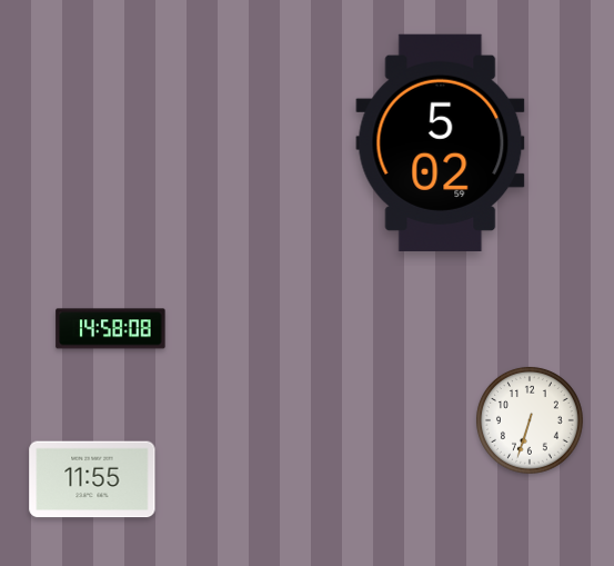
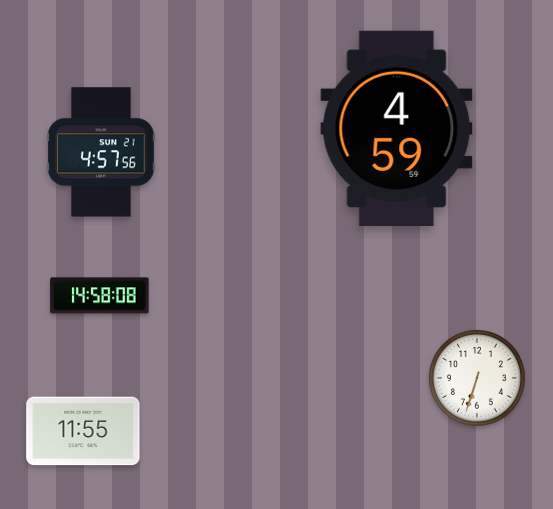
clock at (441, 142): 5:02 -> 4:59
clock at (101, 152): none -> 4:57
